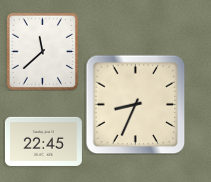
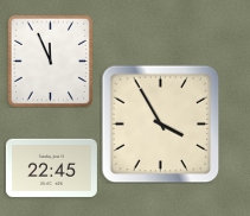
clock at (42, 51): 11:38 -> 11:56
clock at (135, 104): 8:34 -> 3:55
